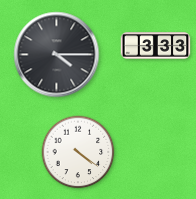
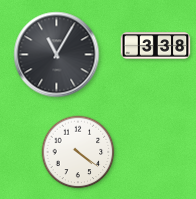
clock at (156, 46): 3:33 -> 3:38
clock at (57, 55): 4:15 -> 11:05
